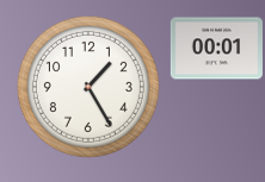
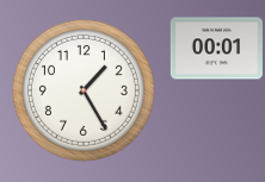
clock at (88, 87) position: (88, 87) -> (84, 90)
